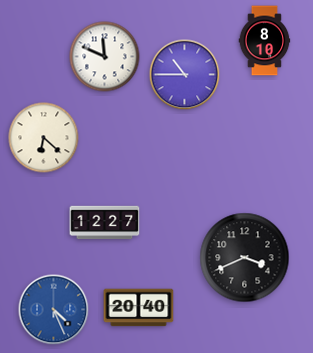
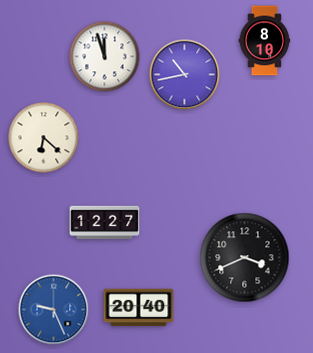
clock at (105, 57): 11:49 -> 11:57
clock at (185, 75): 10:45 -> 10:43
clock at (54, 310): 4:26 -> 9:26
